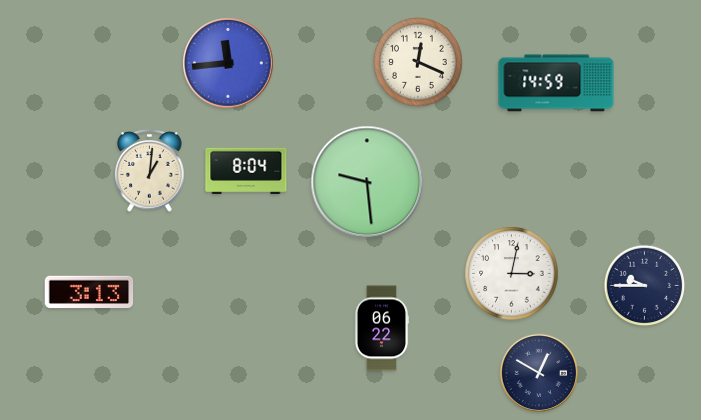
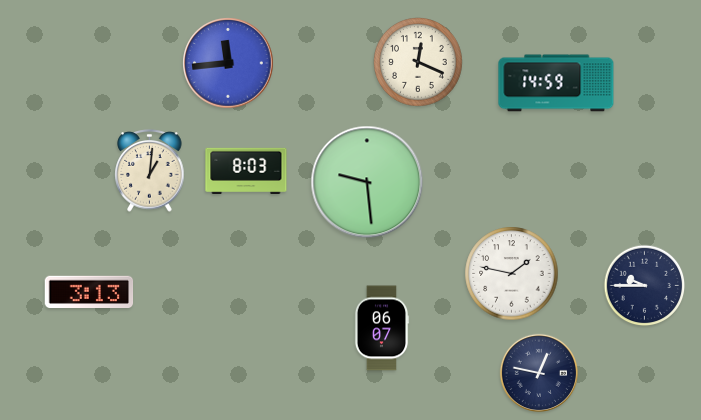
clock at (246, 170): 8:04 -> 8:03
clock at (512, 274): 3:02 -> 1:47
clock at (382, 328): 06:22 -> 06:07
clock at (538, 372): 12:50 -> 12:47
